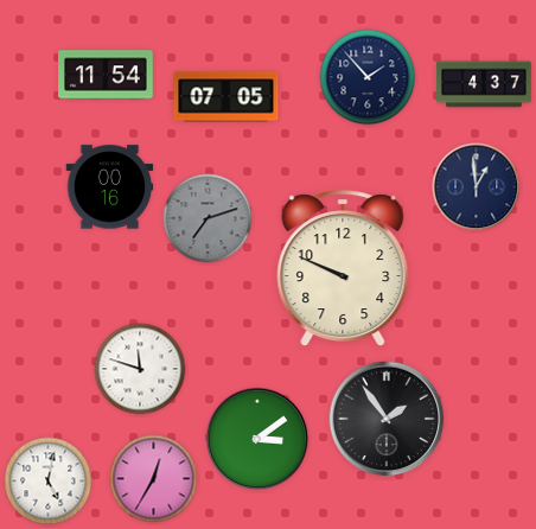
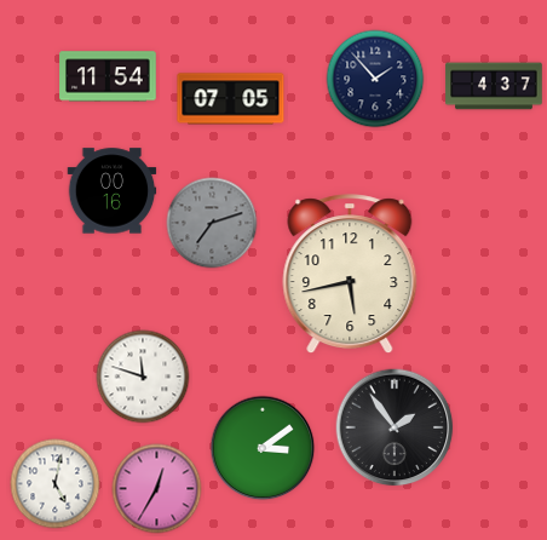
clock at (477, 187): 12:59 -> none
clock at (343, 269): 9:49 -> 5:43
clock at (49, 482) position: (49, 482) -> (56, 484)
